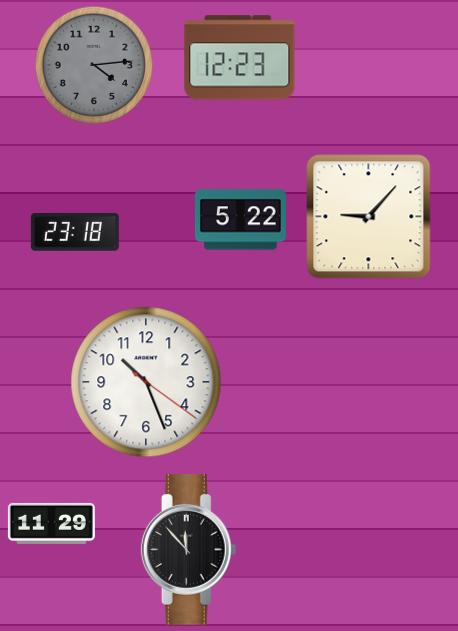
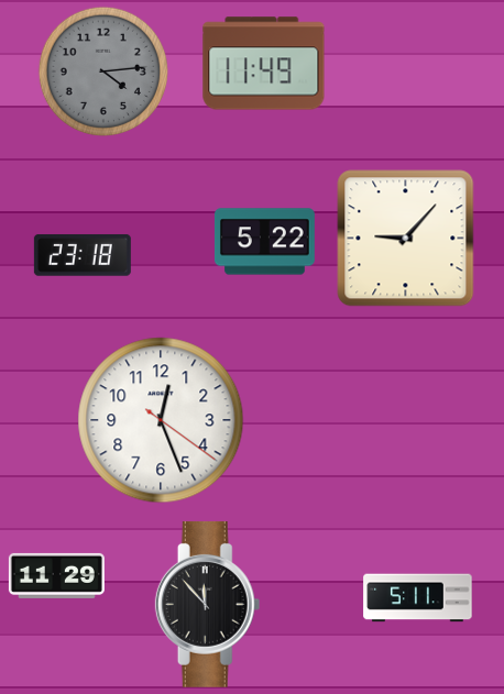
clock at (240, 58): 12:23 -> 11:49
clock at (146, 382): 10:26 -> 12:26
clock at (418, 598): none -> 5:11
